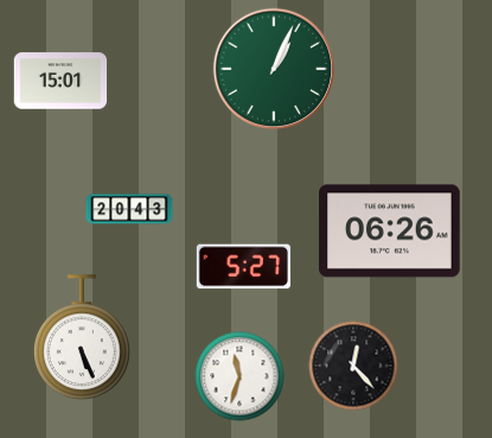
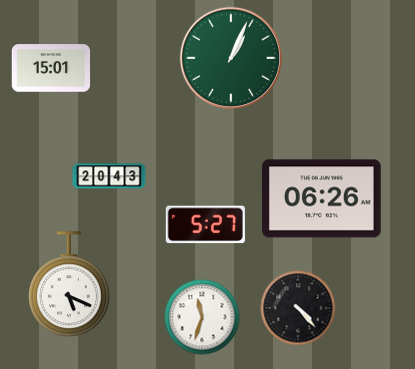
clock at (390, 231) position: (390, 231) -> (322, 199)
clock at (82, 338): 5:26 -> 5:19
clock at (353, 366): 12:23 -> 4:23
